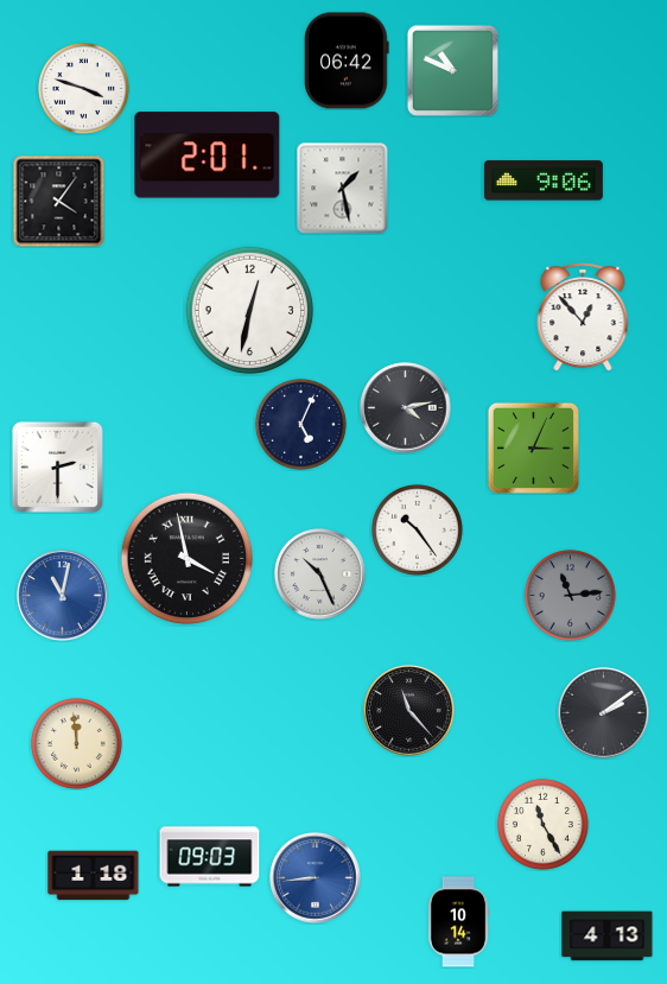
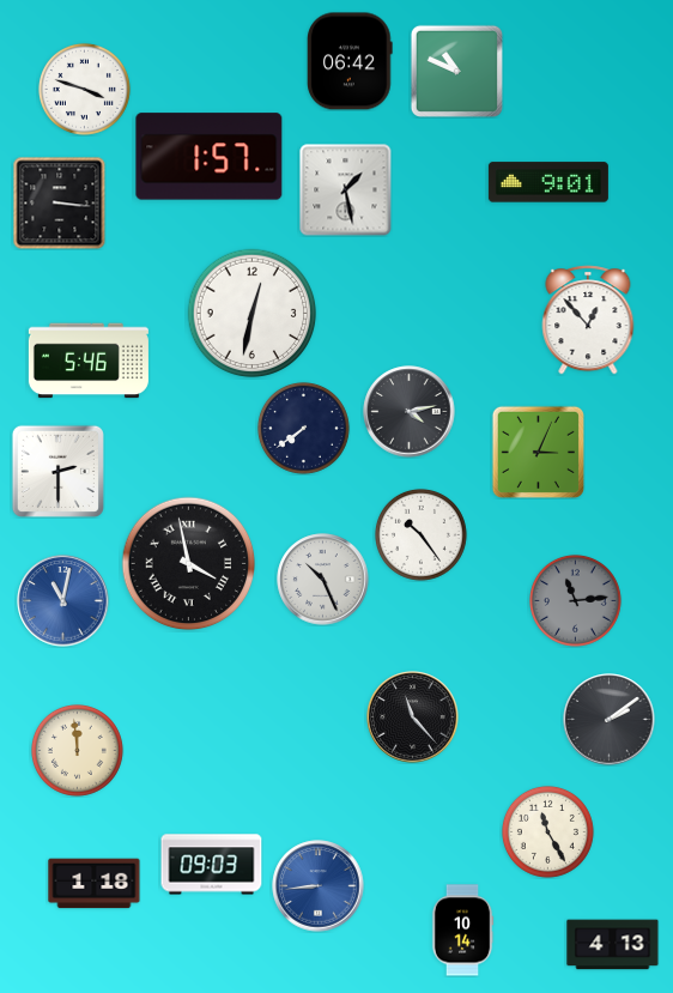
clock at (208, 155): 2:01 -> 1:57
clock at (544, 180): 9:06 -> 9:01
clock at (58, 201): 4:06 -> 3:16
clock at (89, 361): none -> 5:46
clock at (300, 424): 5:04 -> 7:39
